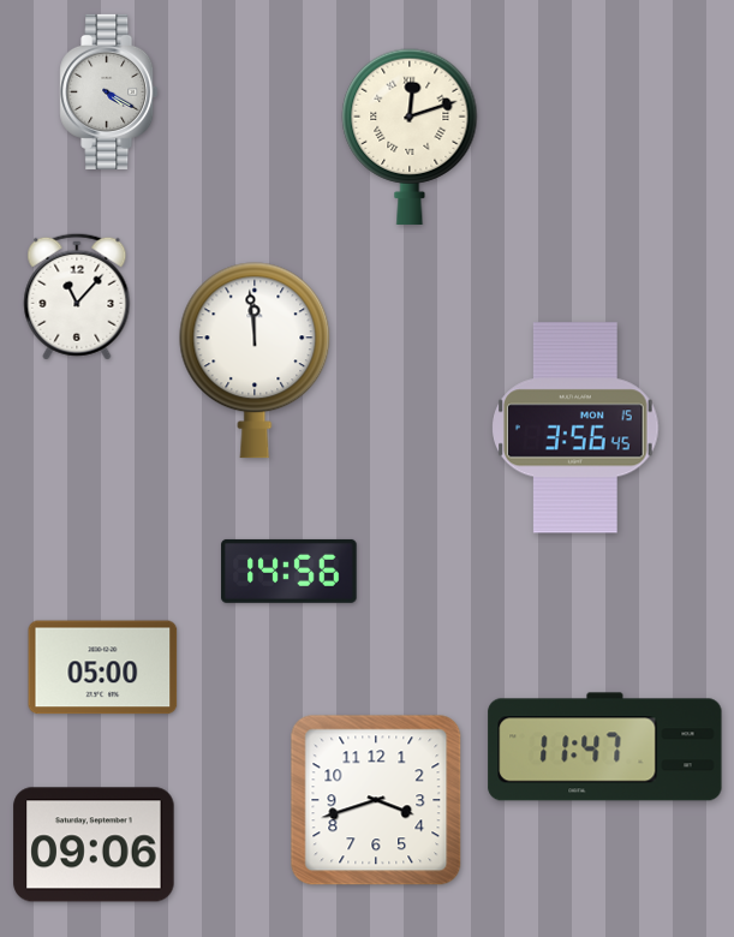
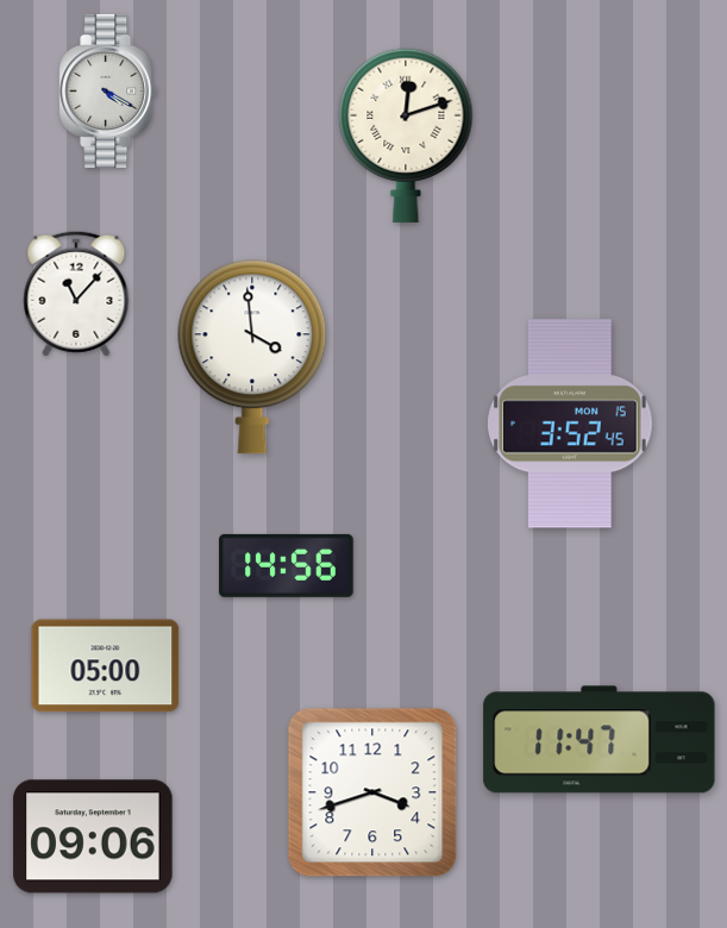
clock at (255, 360): 11:59 -> 3:59
clock at (575, 428): 3:56 -> 3:52
clock at (103, 668) position: (103, 668) -> (106, 666)
